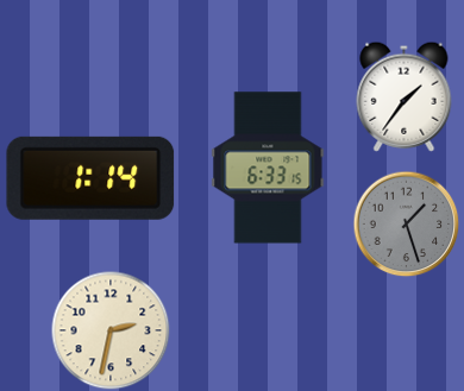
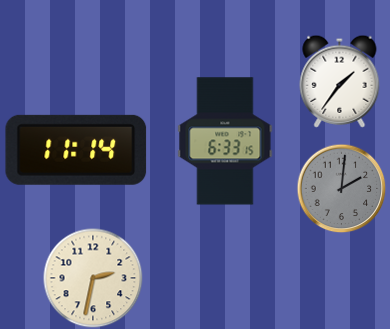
clock at (90, 178): 1:14 -> 11:14
clock at (406, 223): 1:27 -> 2:01
